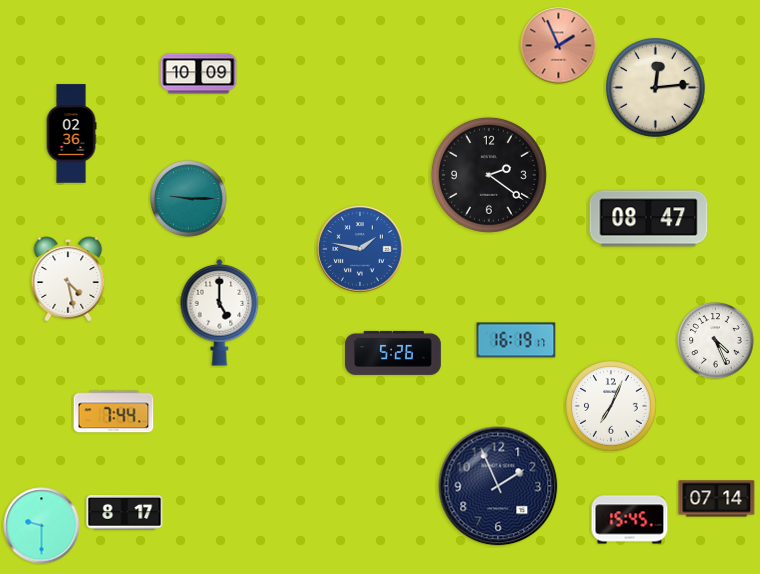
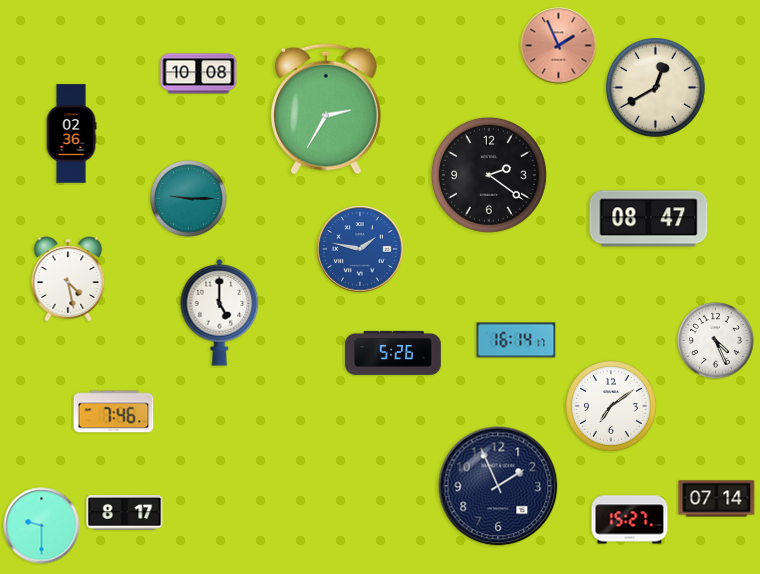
clock at (199, 74): 10:09 -> 10:08
clock at (656, 88): 12:14 -> 12:40
clock at (327, 109): none -> 2:35
clock at (516, 340): 16:19 -> 16:14
clock at (611, 406): 7:04 -> 7:09
clock at (114, 412): 7:44 -> 7:46
clock at (630, 520): 15:45 -> 15:27
